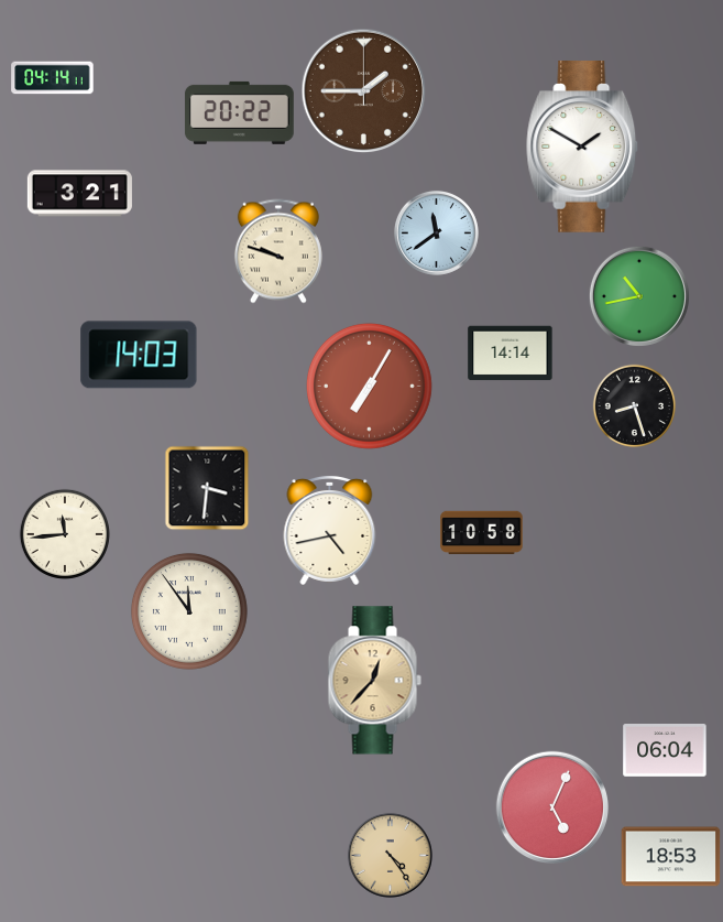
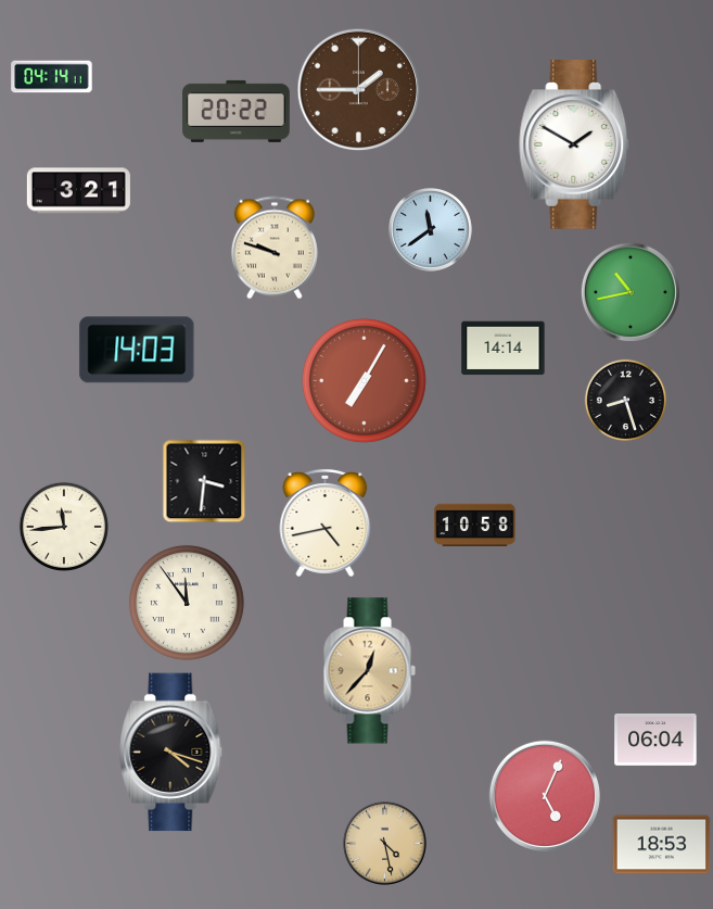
clock at (171, 753): none -> 4:18
clock at (390, 855): 4:24 -> 4:28
